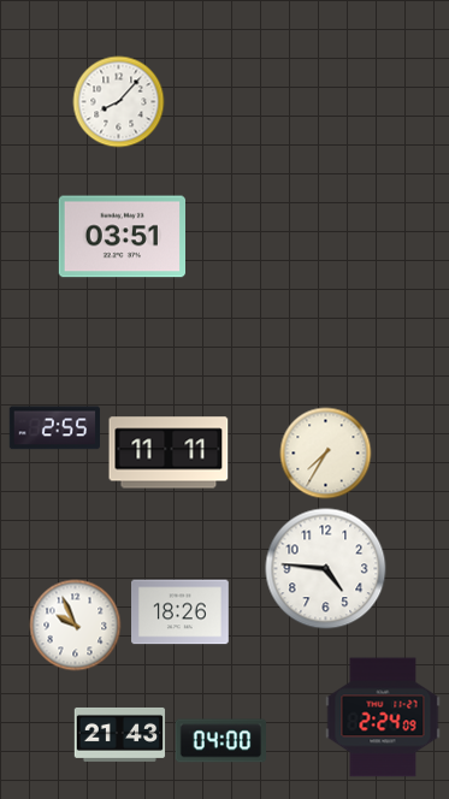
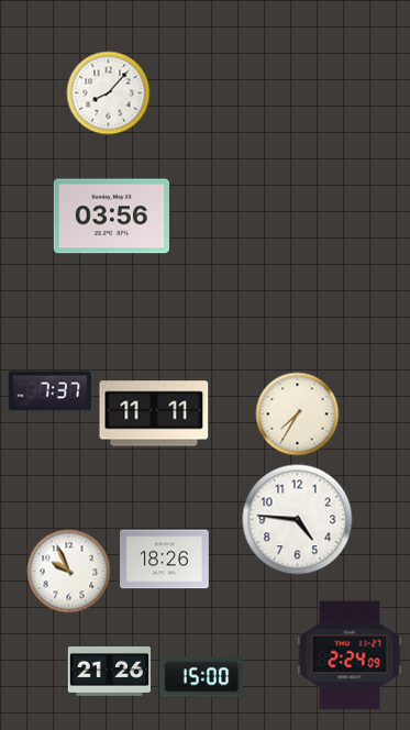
clock at (122, 237): 03:51 -> 03:56
clock at (54, 428): 2:55 -> 7:37
clock at (120, 734): 21:43 -> 21:26
clock at (220, 741): 04:00 -> 15:00
